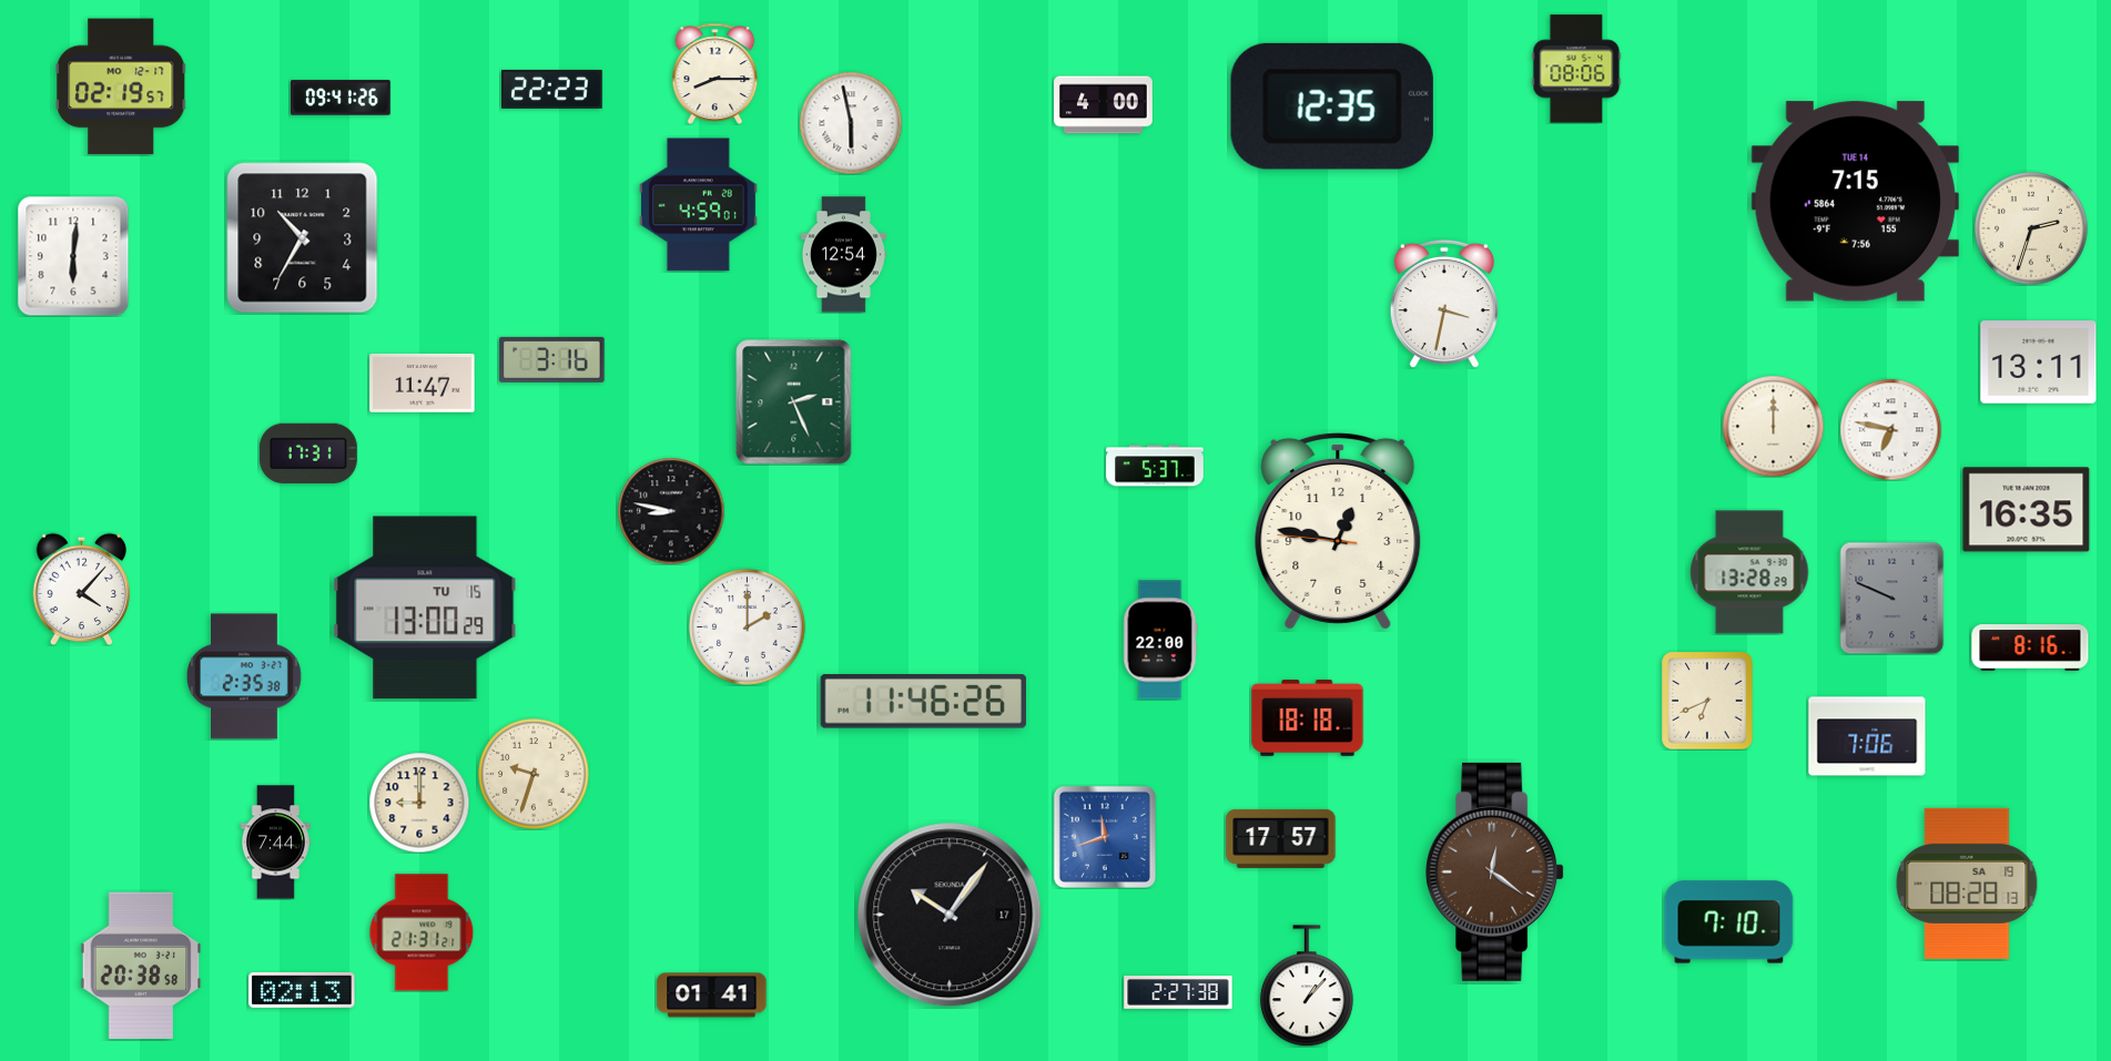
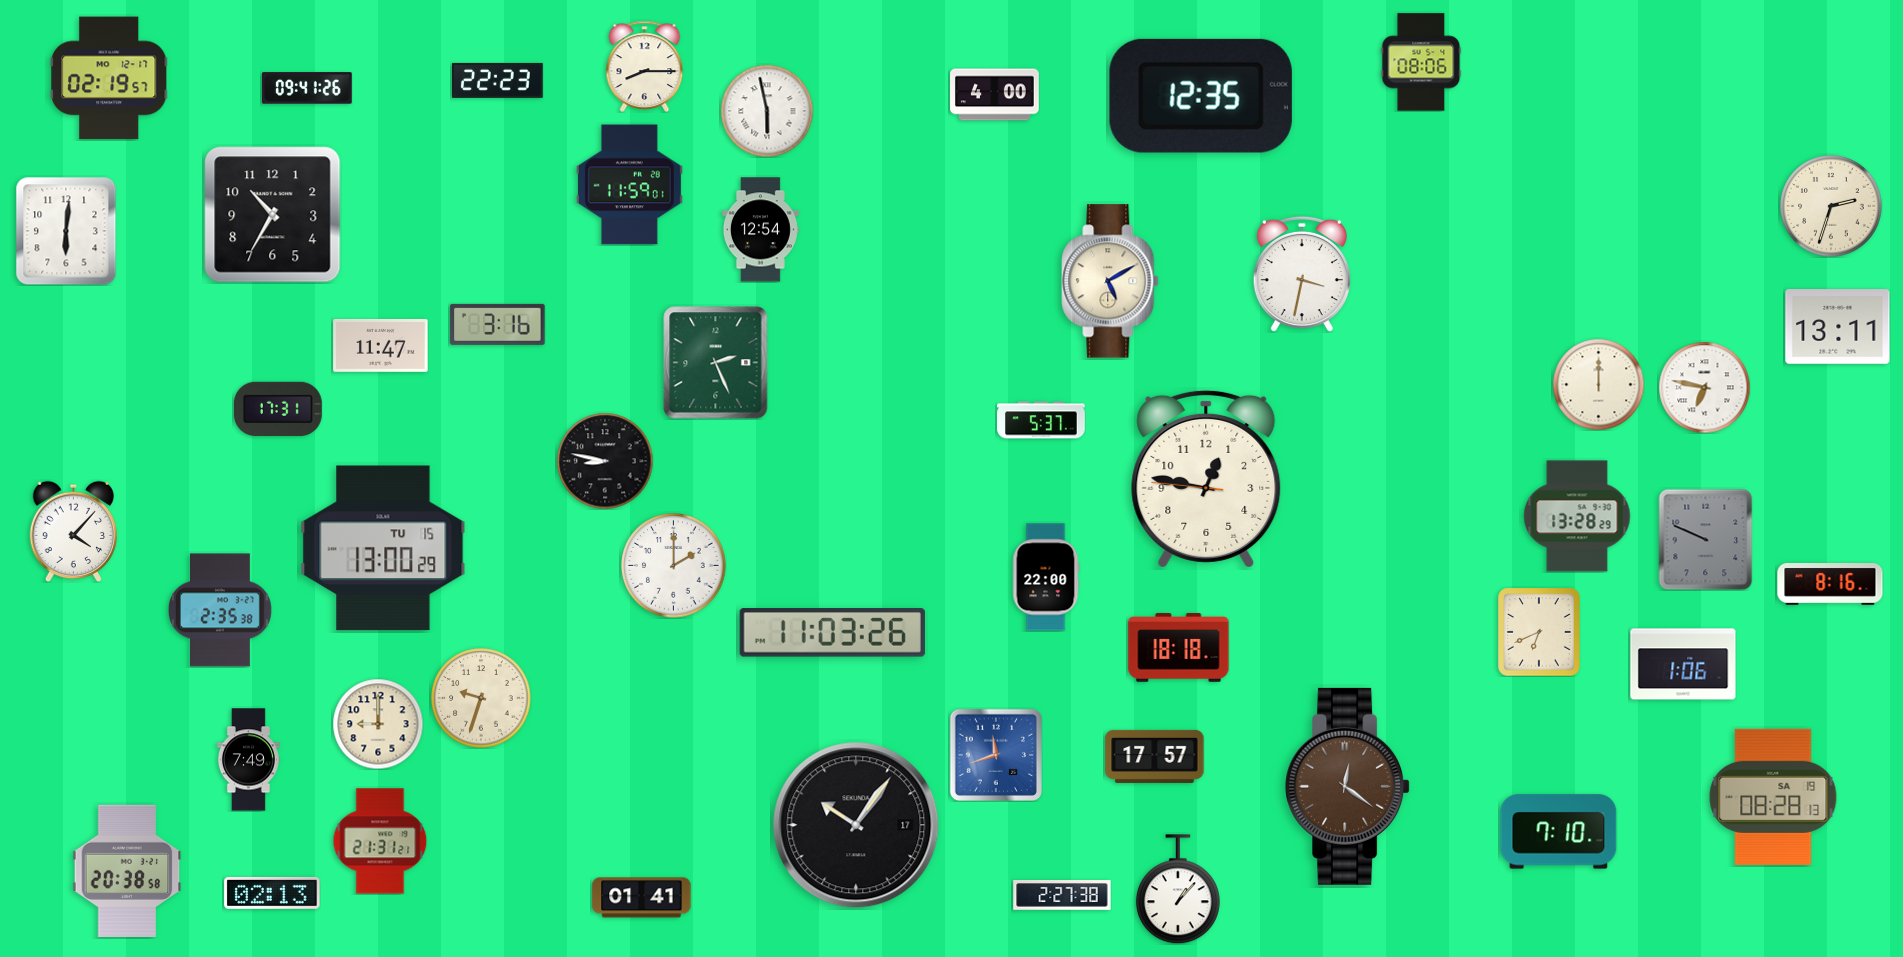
clock at (1855, 202): 7:15 -> none
clock at (698, 205): 4:59 -> 11:59
clock at (1110, 281): none -> 5:10
clock at (2027, 510): 16:35 -> none
clock at (923, 702): 11:46 -> 11:03
clock at (1867, 736): 7:06 -> 1:06
clock at (275, 843): 7:44 -> 7:49
